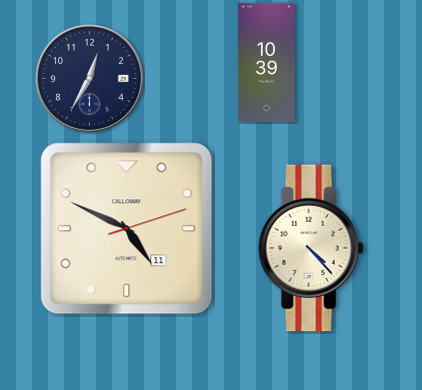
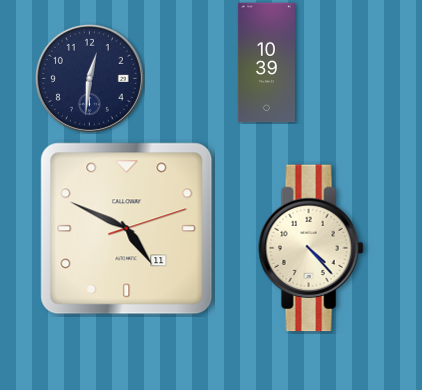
clock at (89, 78): 12:35 -> 12:31
